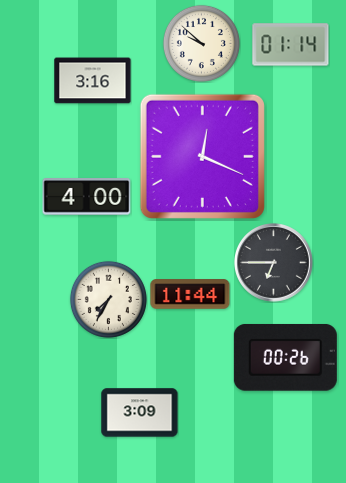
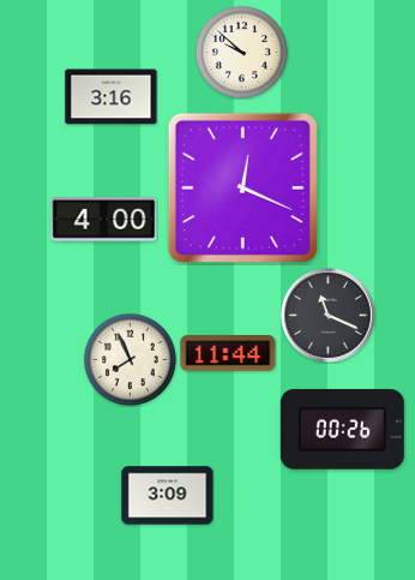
clock at (291, 45): 01:14 -> none
clock at (87, 197) position: (87, 197) -> (104, 220)
clock at (274, 263): 6:45 -> 11:19
clock at (108, 299): 7:35 -> 7:56
